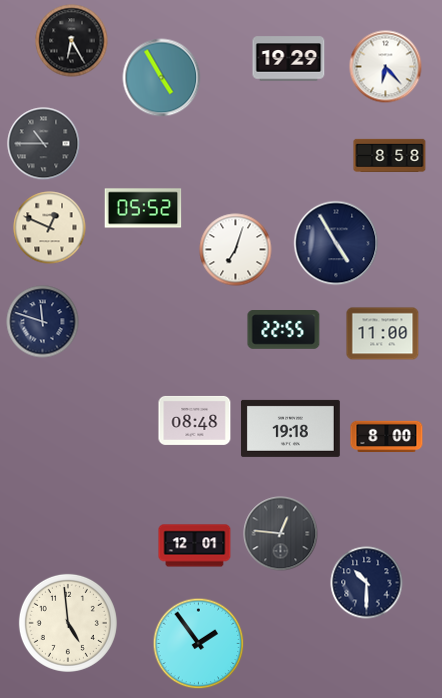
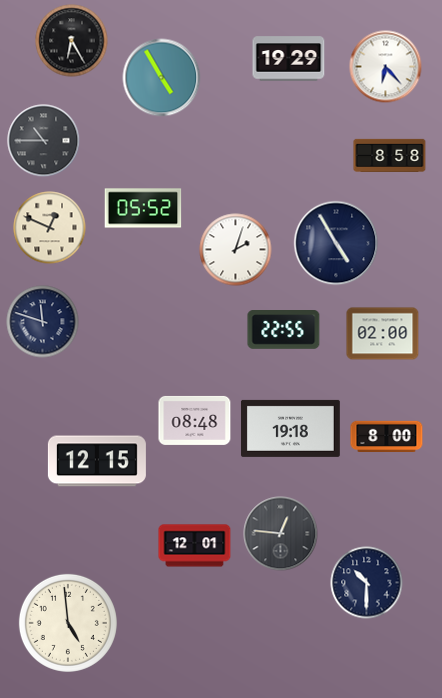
clock at (44, 144) position: (44, 144) -> (44, 141)
clock at (236, 250): 7:03 -> 2:03
clock at (383, 334): 11:00 -> 02:00
clock at (97, 461): none -> 12:15
clock at (199, 644): 1:54 -> none
